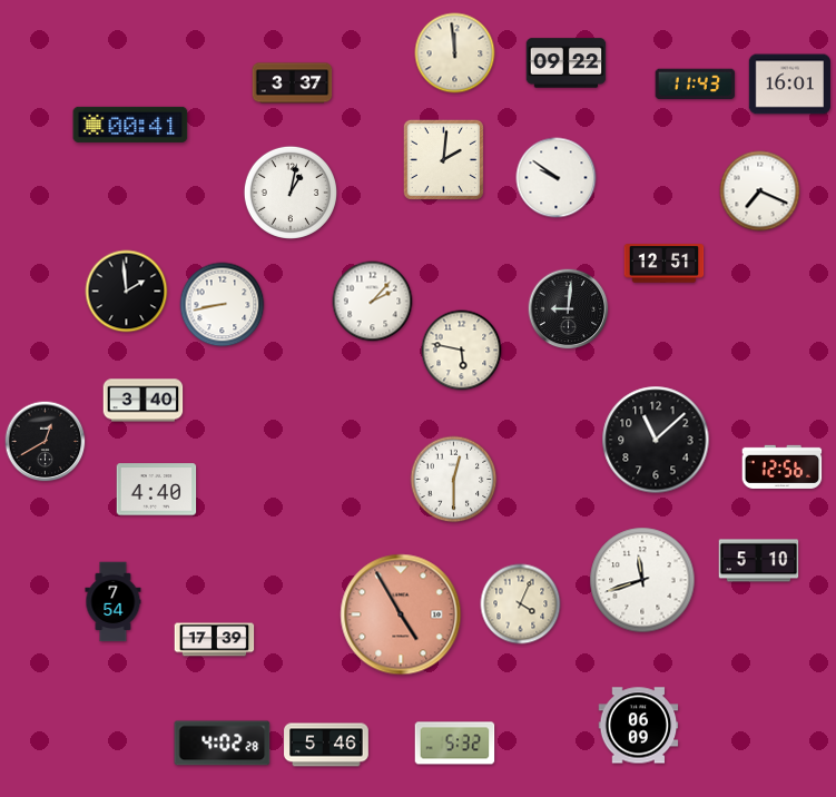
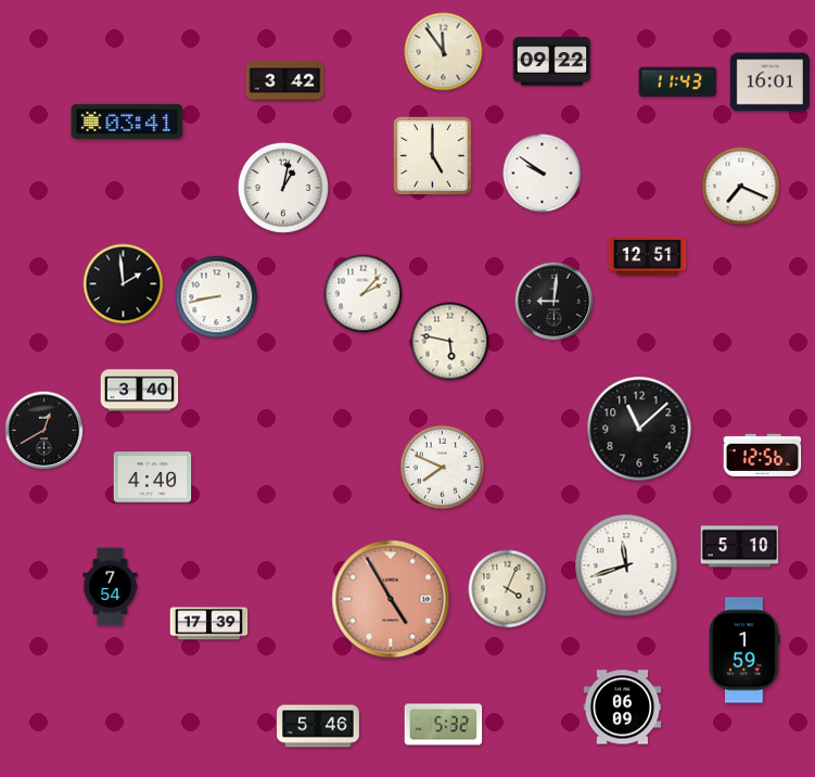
clock at (455, 53): 11:59 -> 11:54
clock at (293, 83): 3:37 -> 3:42
clock at (130, 125): 00:41 -> 03:41
clock at (443, 159): 2:01 -> 5:00
clock at (454, 480): 12:30 -> 7:49
clock at (746, 650): none -> 1:59
clock at (223, 744): 4:02 -> none
